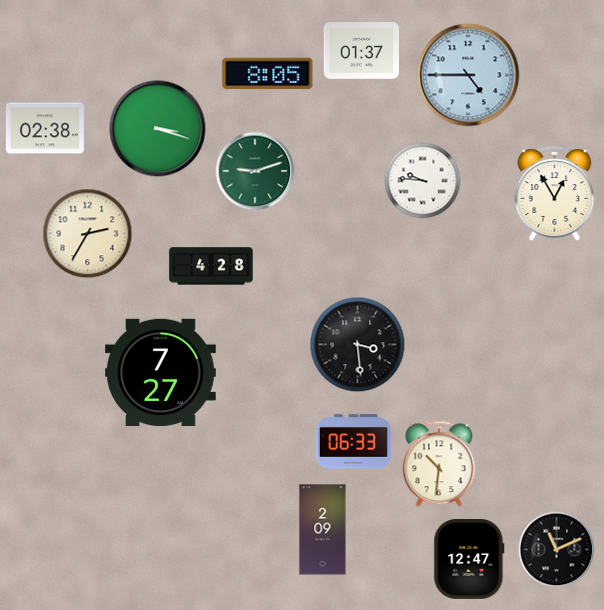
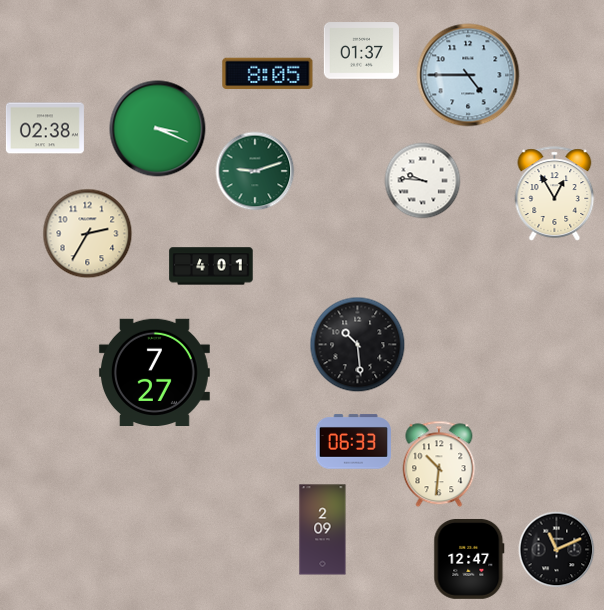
clock at (158, 129): 3:18 -> 3:19
clock at (211, 266): 4:28 -> 4:01
clock at (358, 345): 3:29 -> 10:29
clock at (160, 372) position: (160, 372) -> (154, 372)
